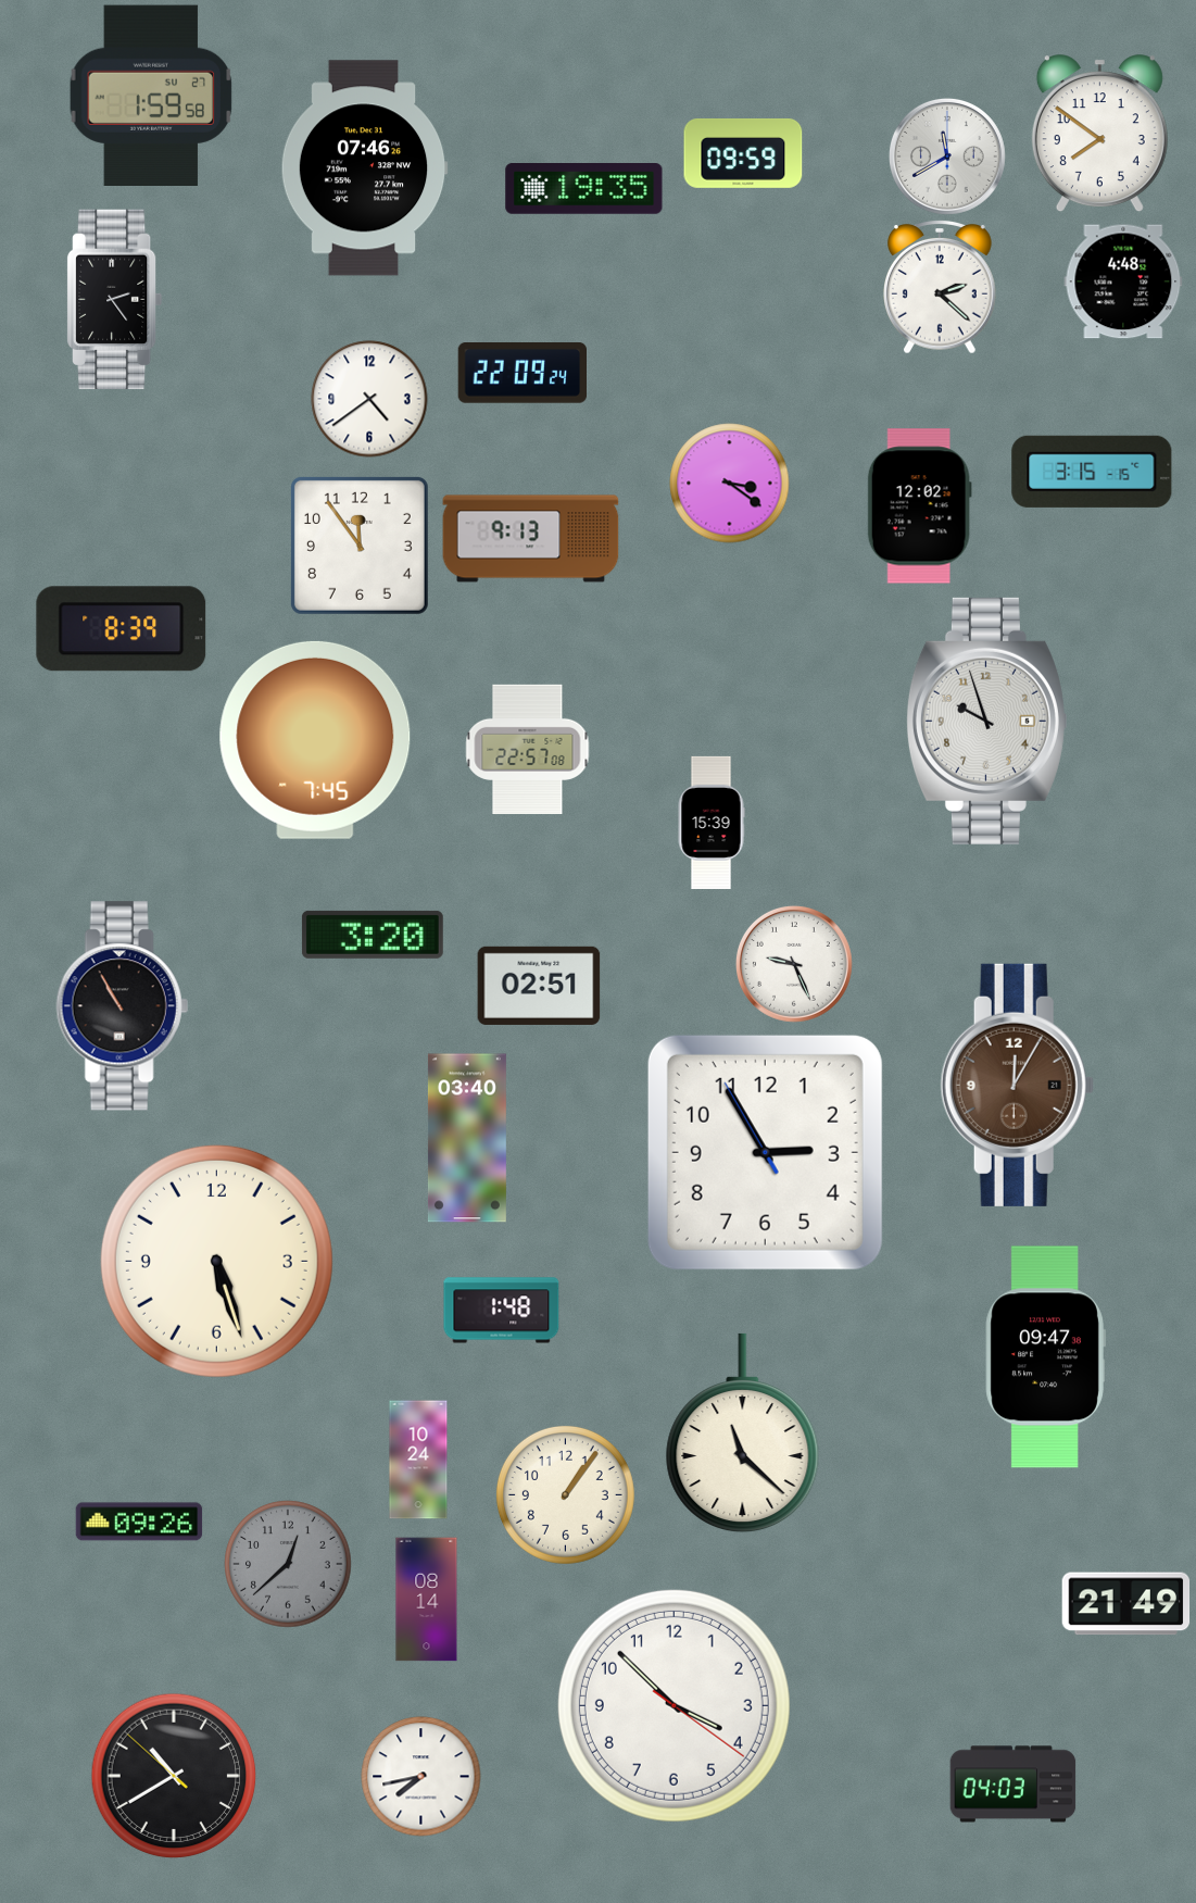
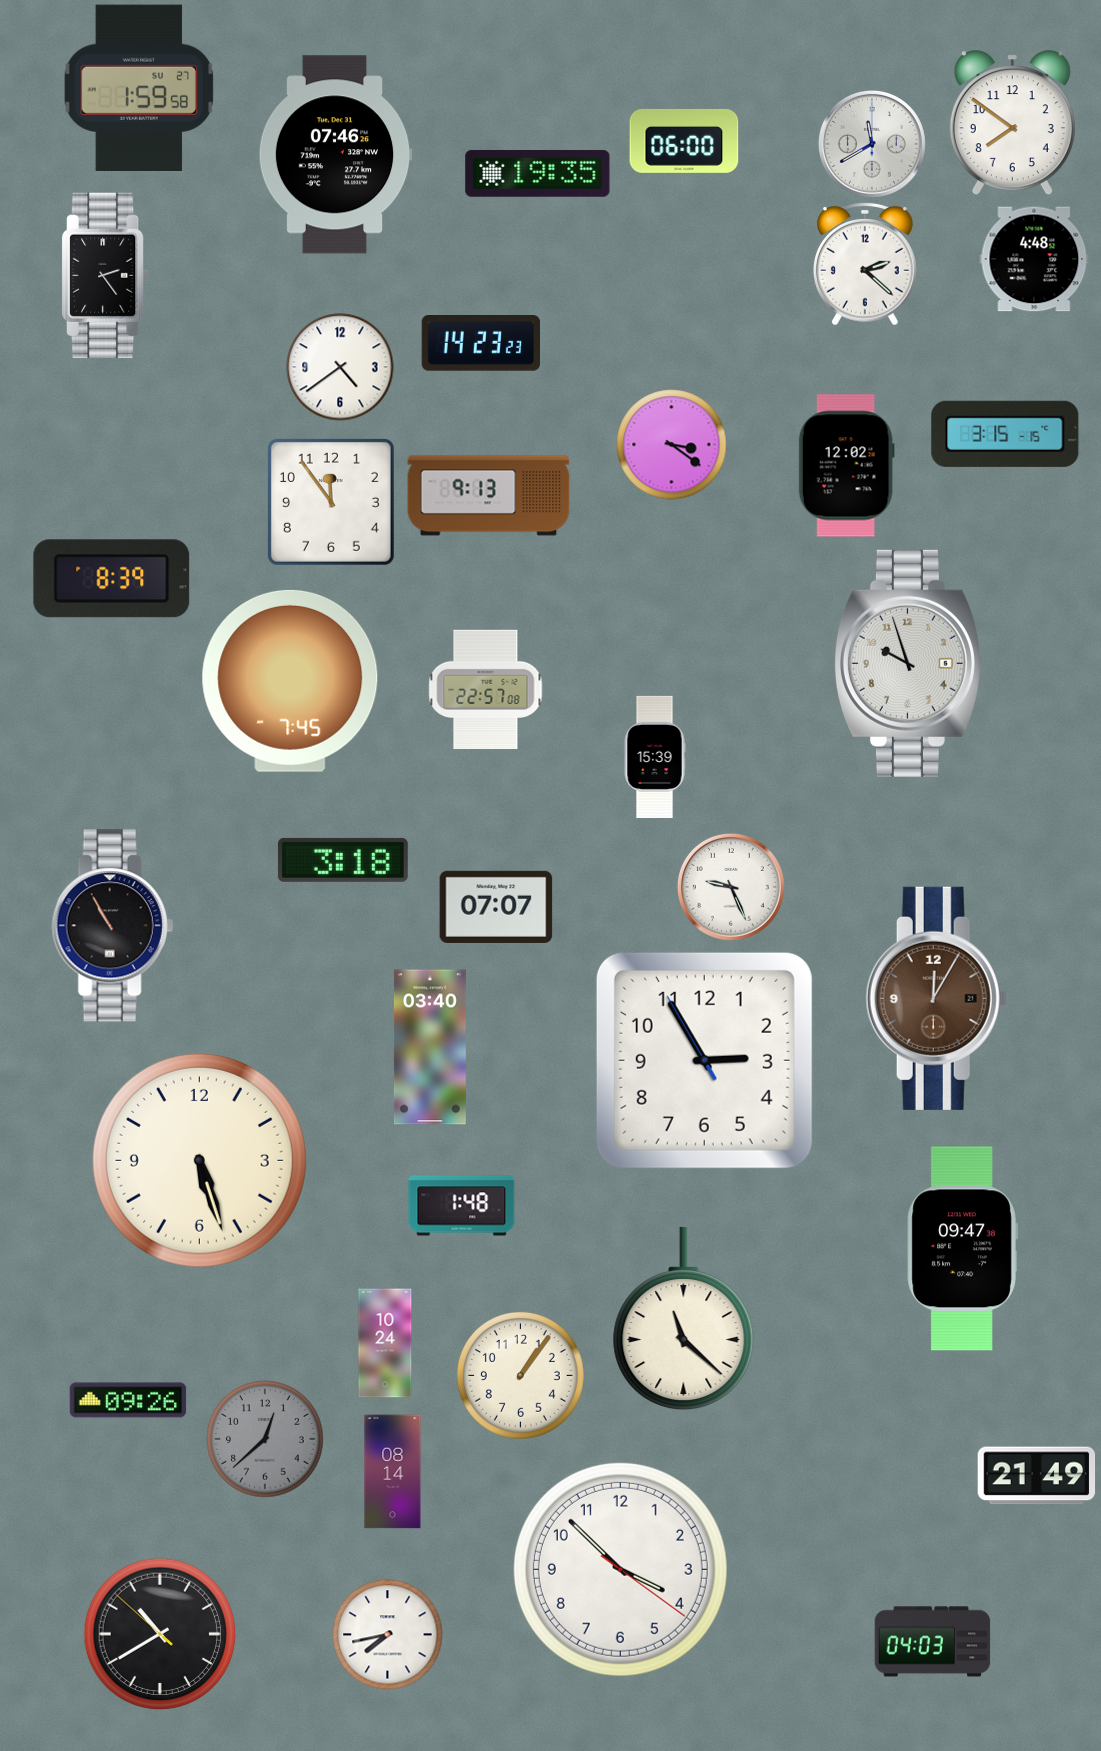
clock at (743, 153): 09:59 -> 06:00
clock at (521, 374): 22:09 -> 14:23
clock at (373, 935): 3:20 -> 3:18
clock at (539, 986): 02:51 -> 07:07
